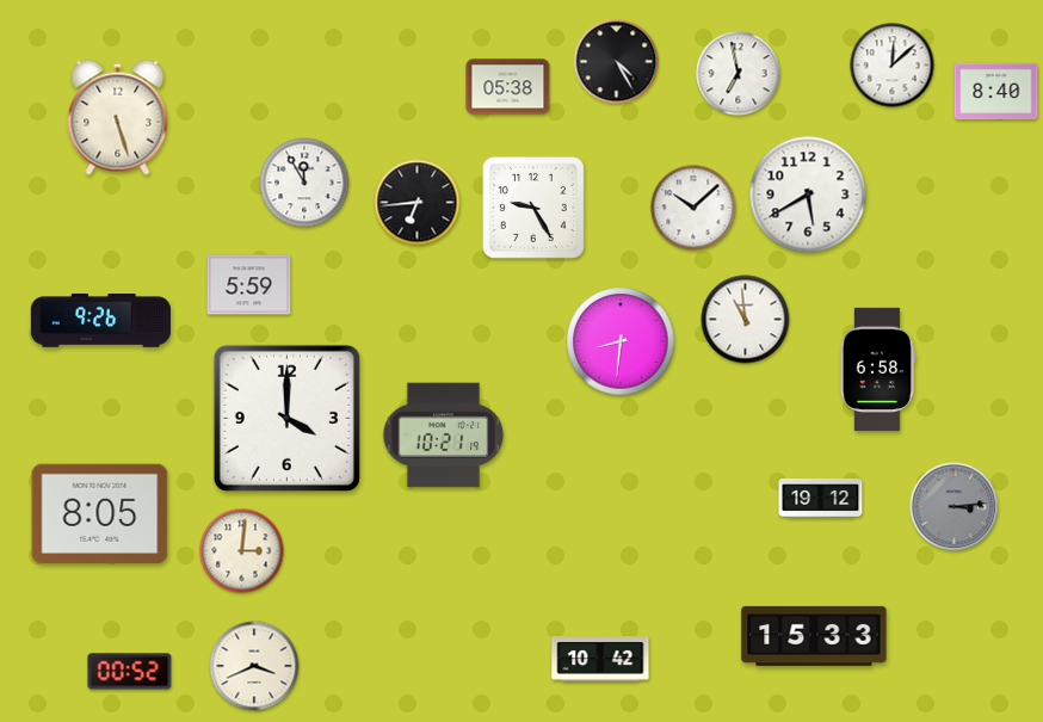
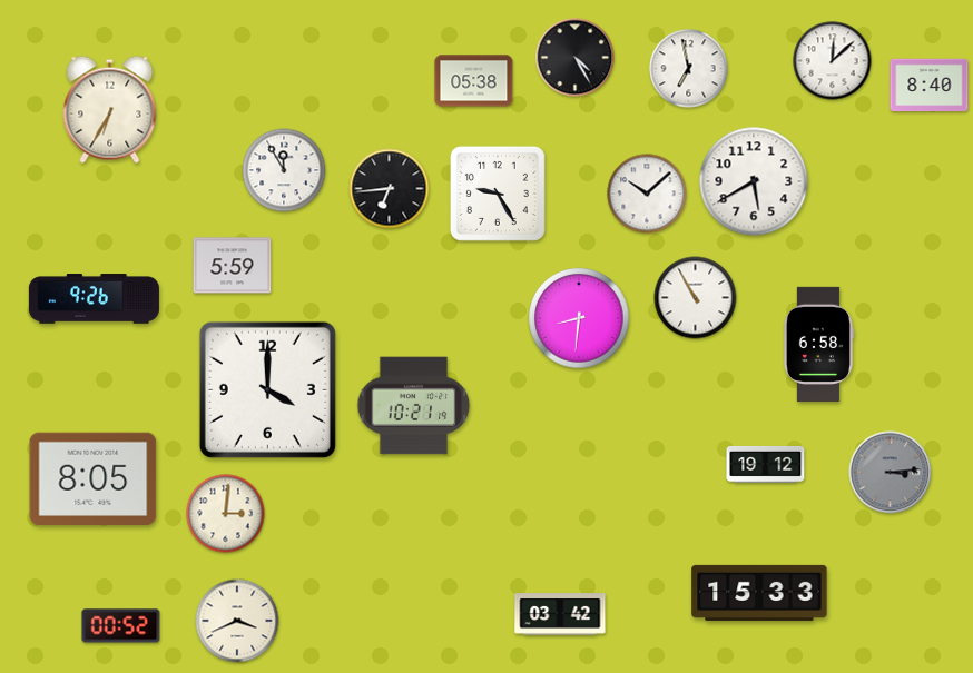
clock at (118, 117): 5:27 -> 6:35
clock at (746, 320): 10:59 -> 10:55
clock at (600, 660): 10:42 -> 03:42
